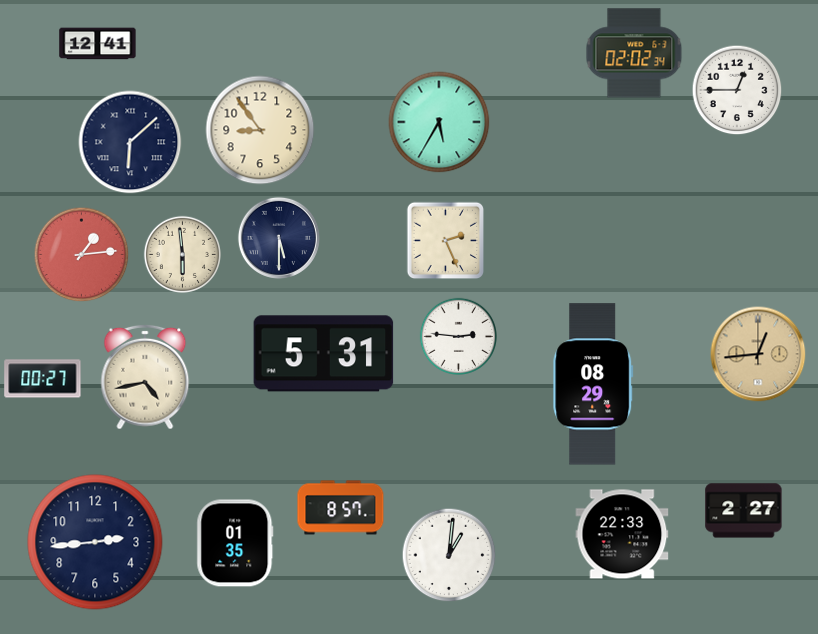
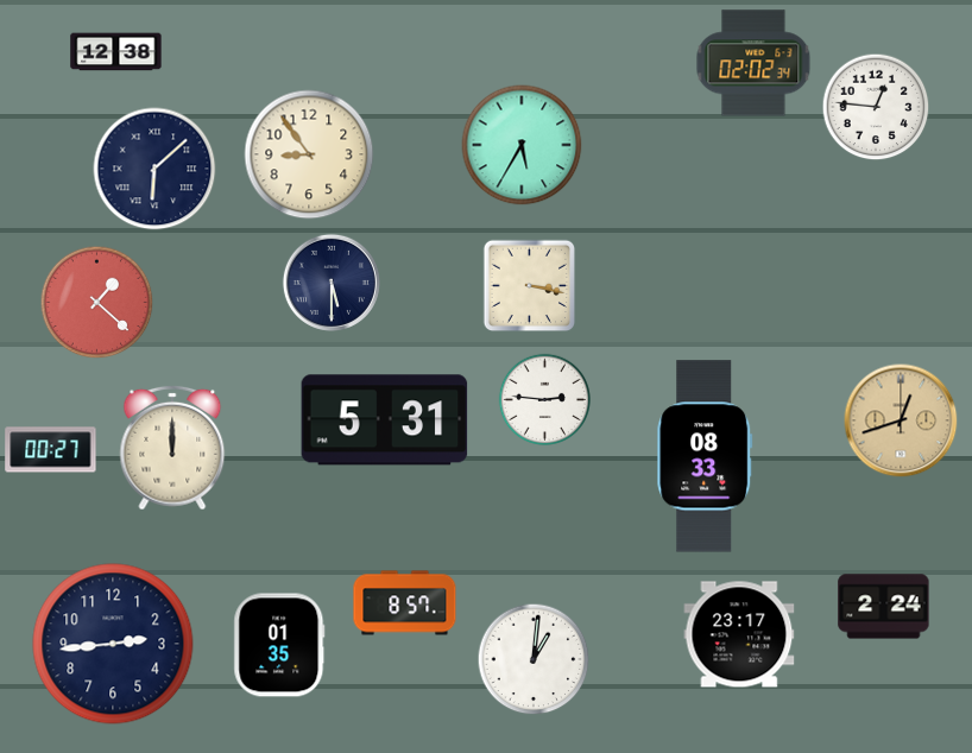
clock at (98, 44): 12:41 -> 12:38
clock at (737, 90): 12:45 -> 12:46
clock at (445, 240): 2:26 -> 3:17
clock at (81, 254): 1:14 -> 1:22
clock at (182, 254): 5:59 -> none
clock at (758, 354): 12:44 -> 12:42
clock at (145, 377): 4:43 -> 12:00
clock at (593, 384): 08:29 -> 08:33
clock at (744, 511): 2:27 -> 2:24
clock at (622, 534): 22:33 -> 23:17
